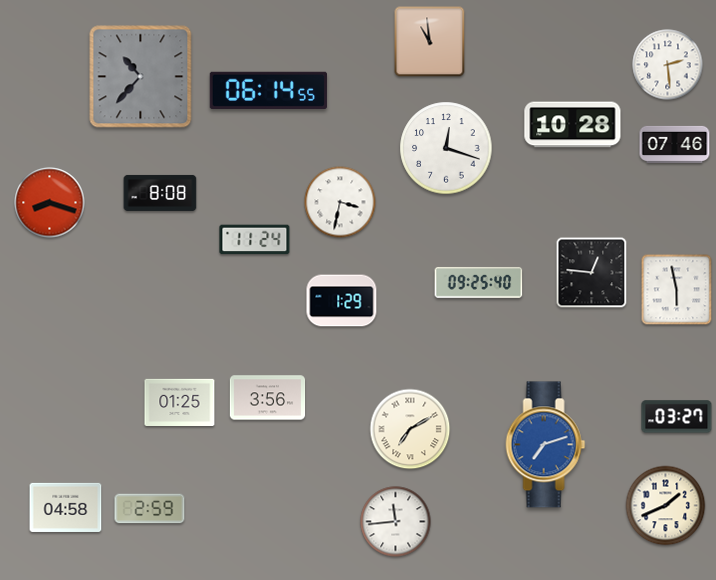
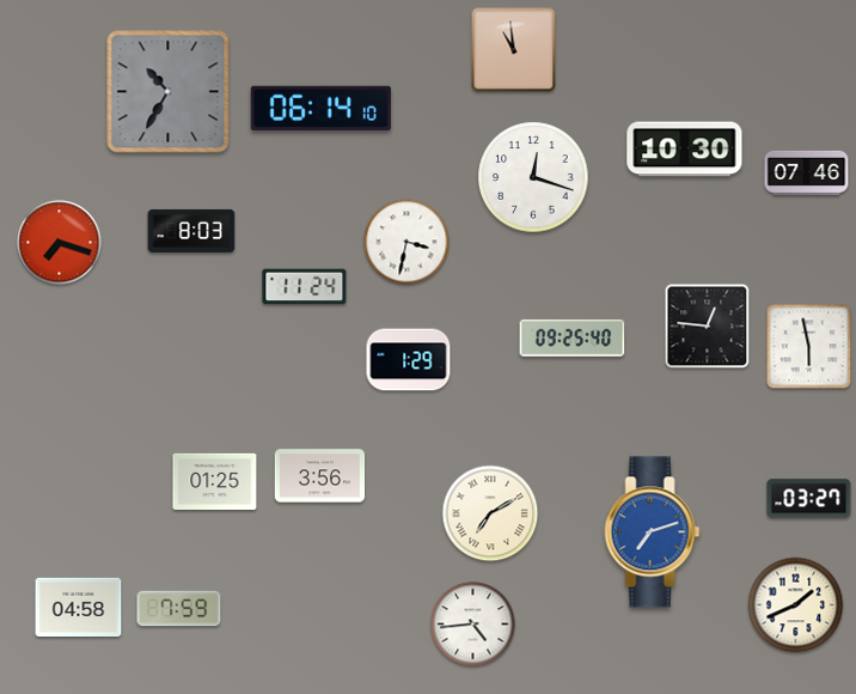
clock at (668, 65): 2:29 -> none
clock at (141, 77): 10:37 -> 10:35
clock at (268, 90): 06:14:55 -> 06:14:10
clock at (573, 125): 10:28 -> 10:30
clock at (160, 193): 8:08 -> 8:03
clock at (50, 203): 8:18 -> 7:18
clock at (150, 509): 2:59 -> 7:59
clock at (396, 522): 11:44 -> 4:44
